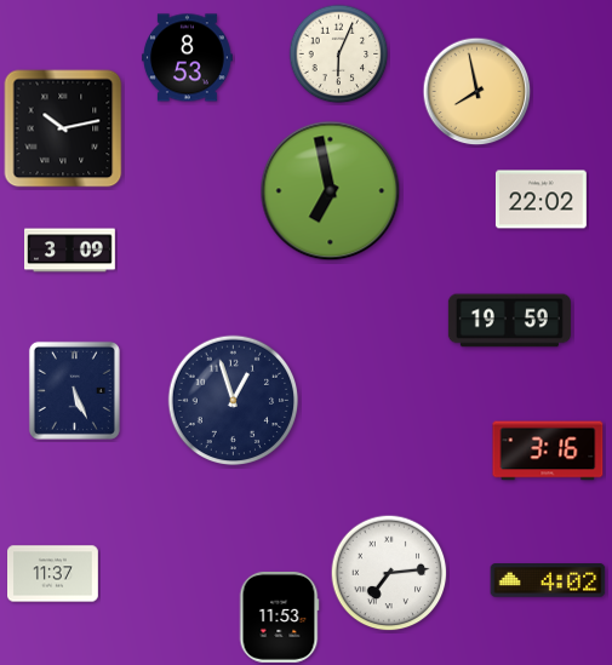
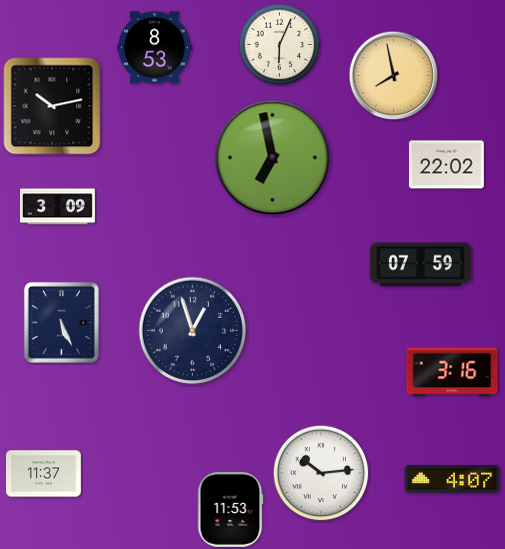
clock at (509, 321): 19:59 -> 07:59
clock at (389, 573): 7:14 -> 10:14
clock at (548, 580): 4:02 -> 4:07
